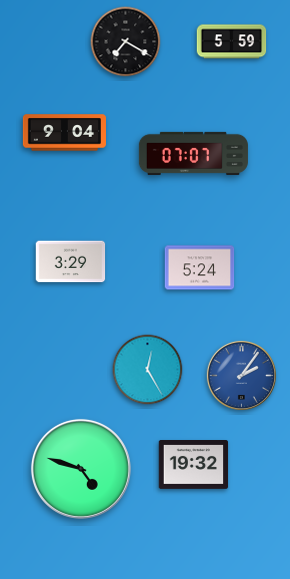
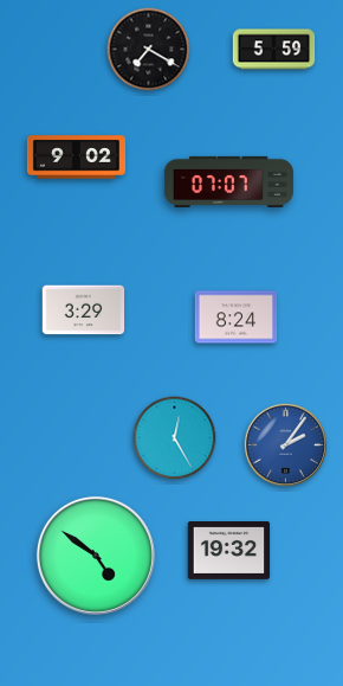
clock at (64, 133): 9:04 -> 9:02
clock at (200, 268): 5:24 -> 8:24
clock at (81, 469): 4:48 -> 4:51
